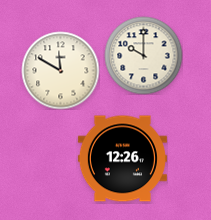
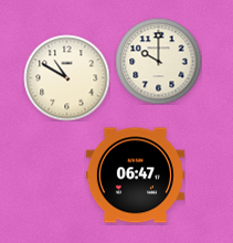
clock at (60, 70): 11:50 -> 10:50
clock at (122, 159): 12:26 -> 06:47
